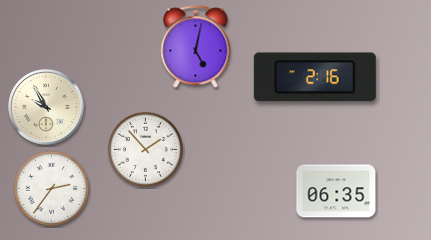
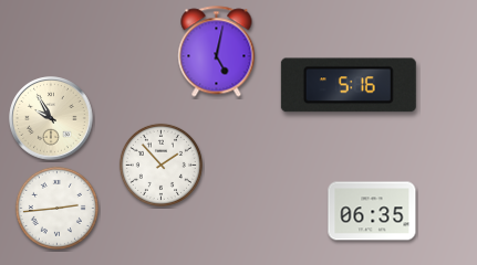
clock at (315, 77): 2:16 -> 5:16
clock at (51, 188): 2:36 -> 2:44
